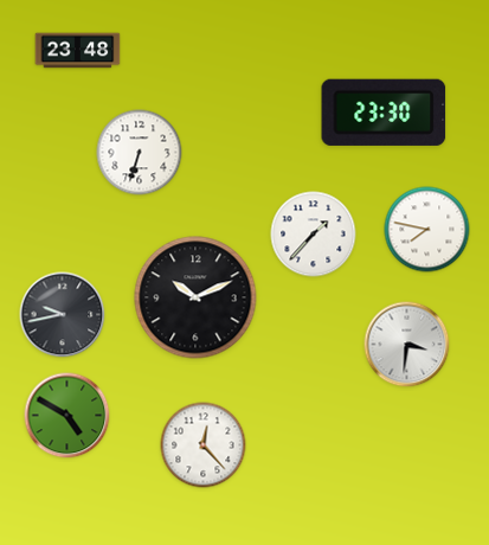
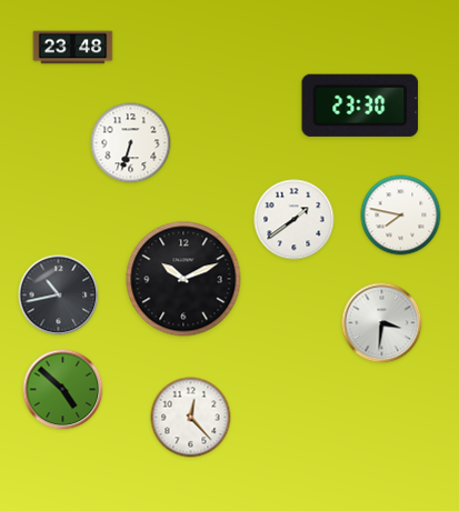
clock at (314, 235): 1:37 -> 1:39
clock at (63, 315): 9:43 -> 10:43
clock at (67, 416): 4:50 -> 4:52
